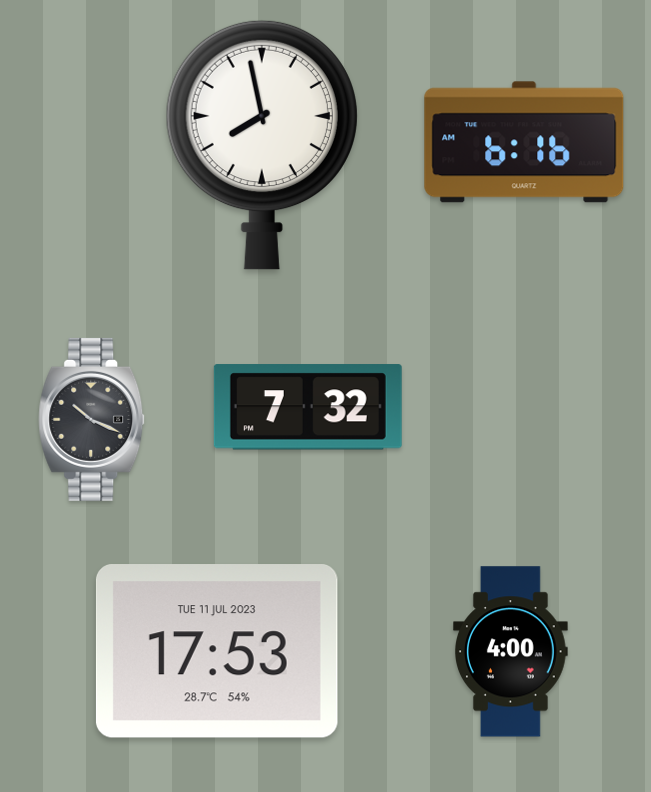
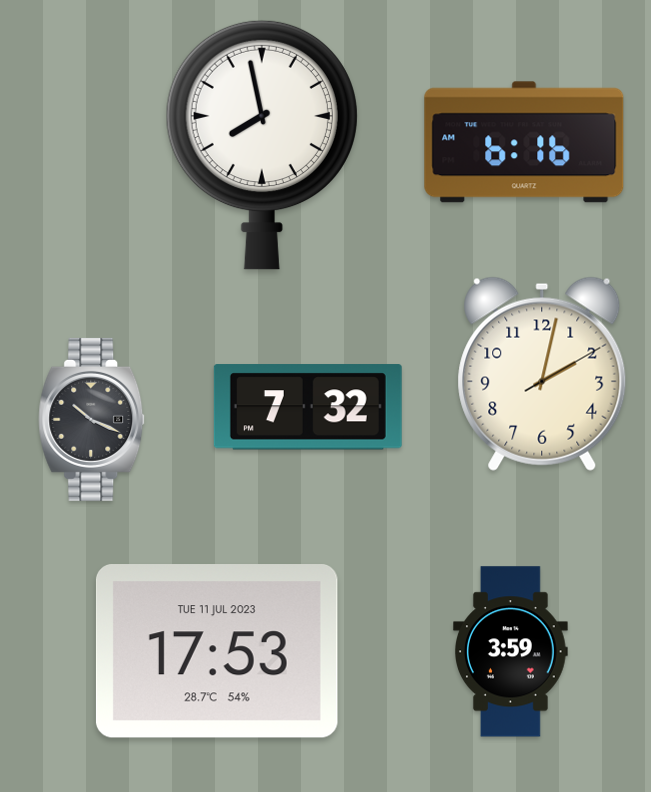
clock at (542, 374): none -> 2:02
clock at (511, 652): 4:00 -> 3:59
